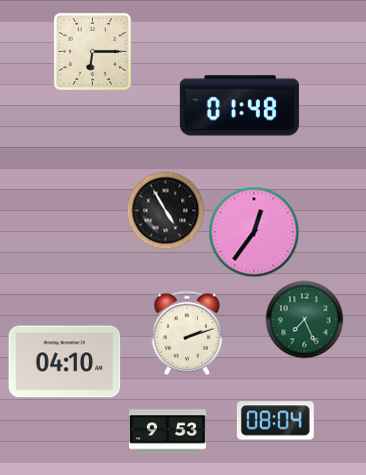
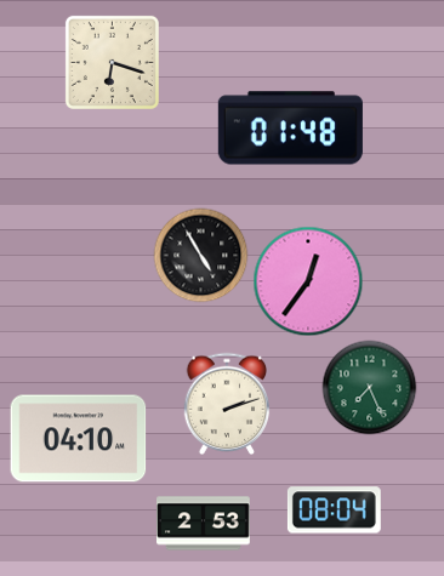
clock at (92, 51): 6:15 -> 6:18
clock at (168, 432): 9:53 -> 2:53
